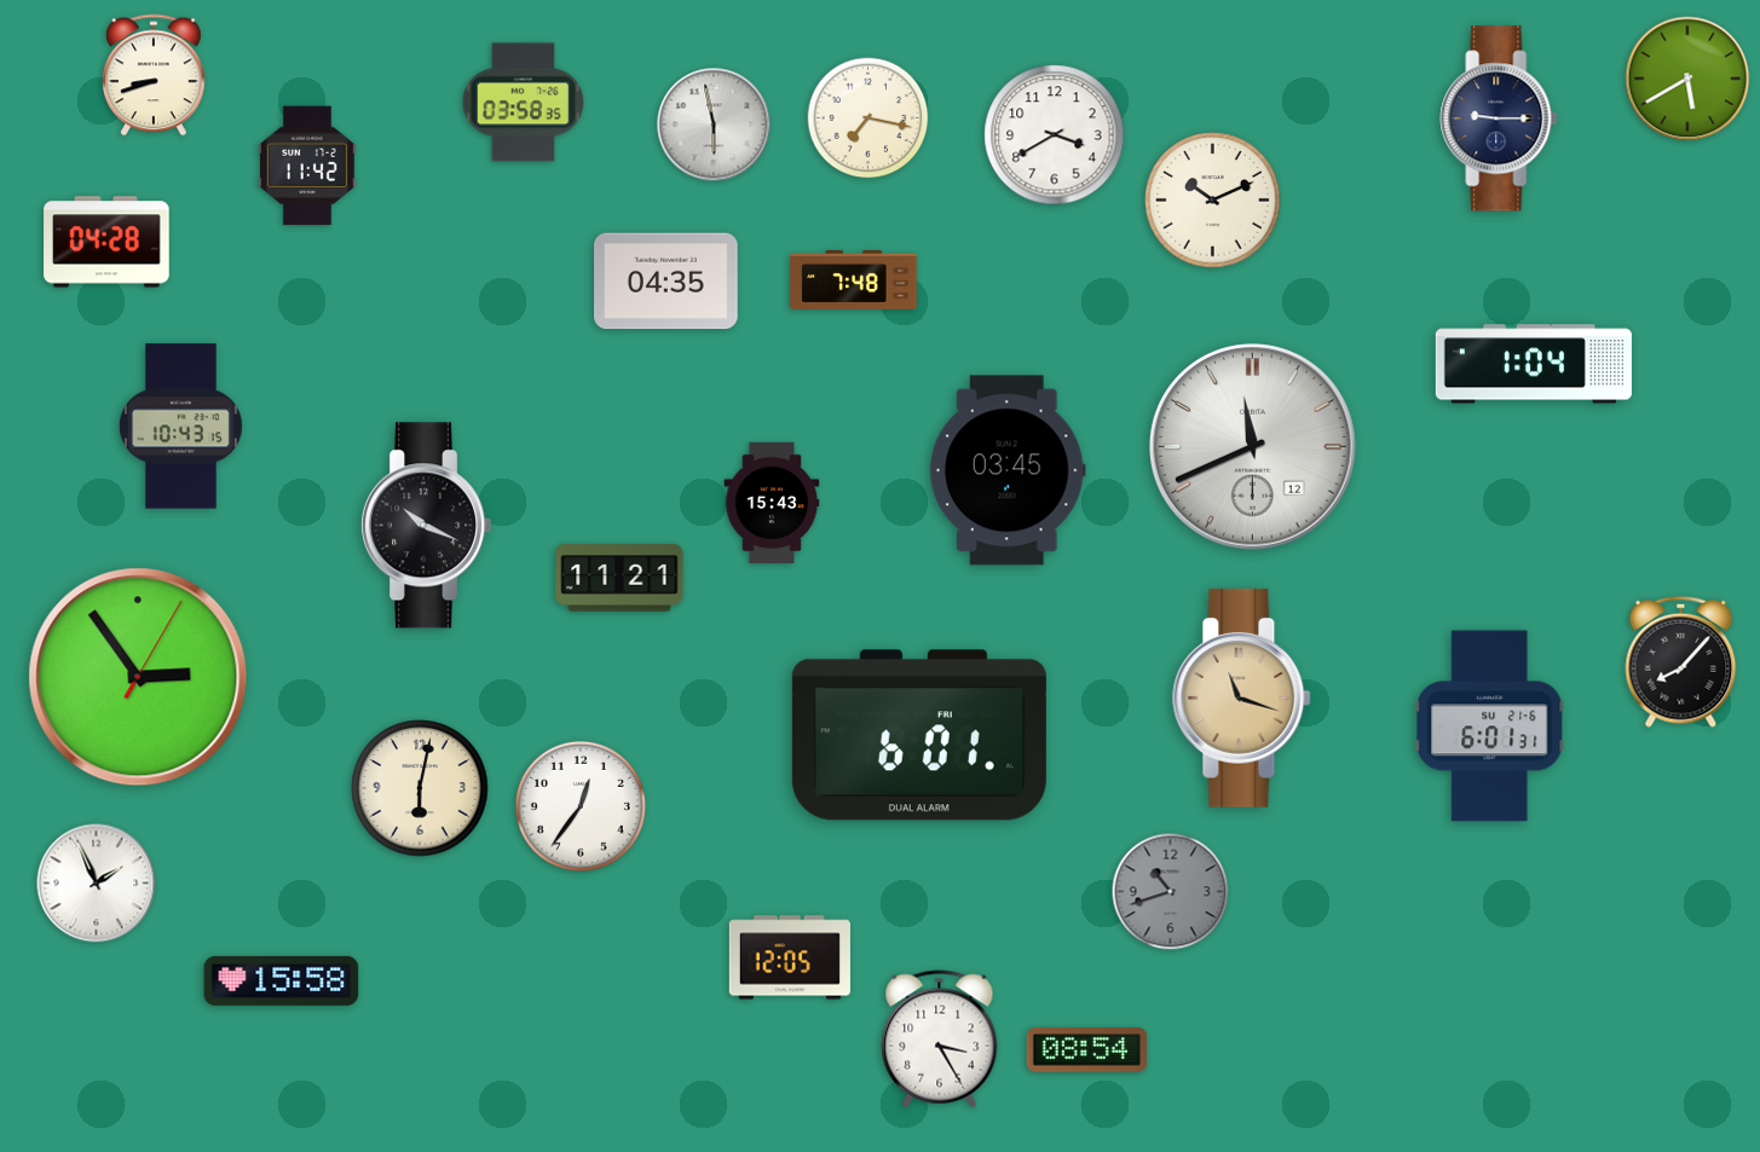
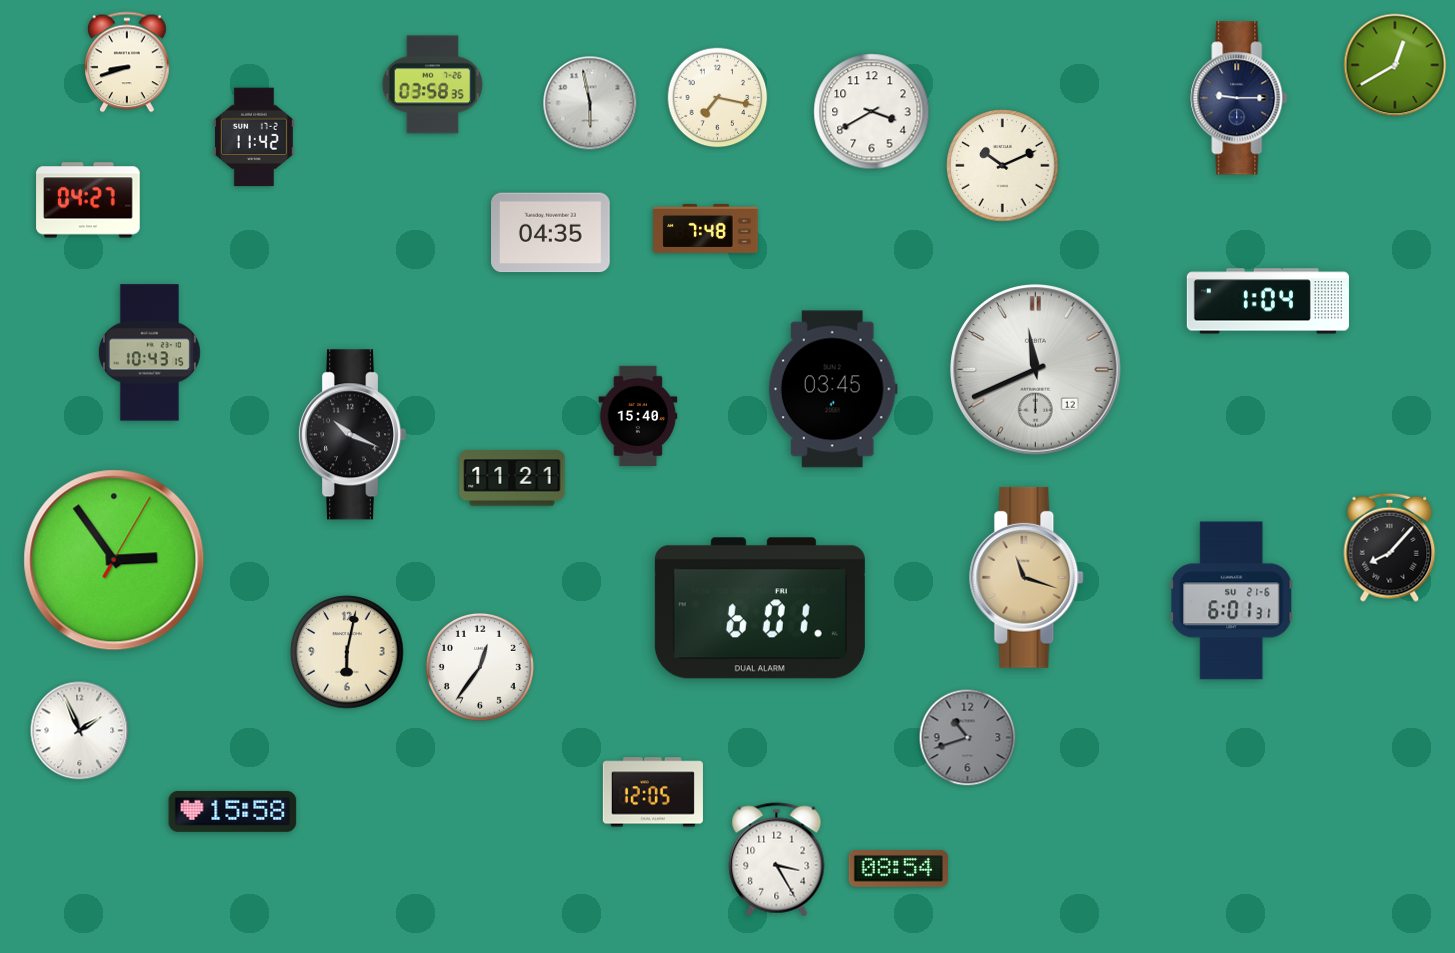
clock at (1687, 79): 5:40 -> 12:40
clock at (106, 242): 04:28 -> 04:27
clock at (854, 279) position: (854, 279) -> (706, 228)
clock at (772, 503): 15:43 -> 15:40
